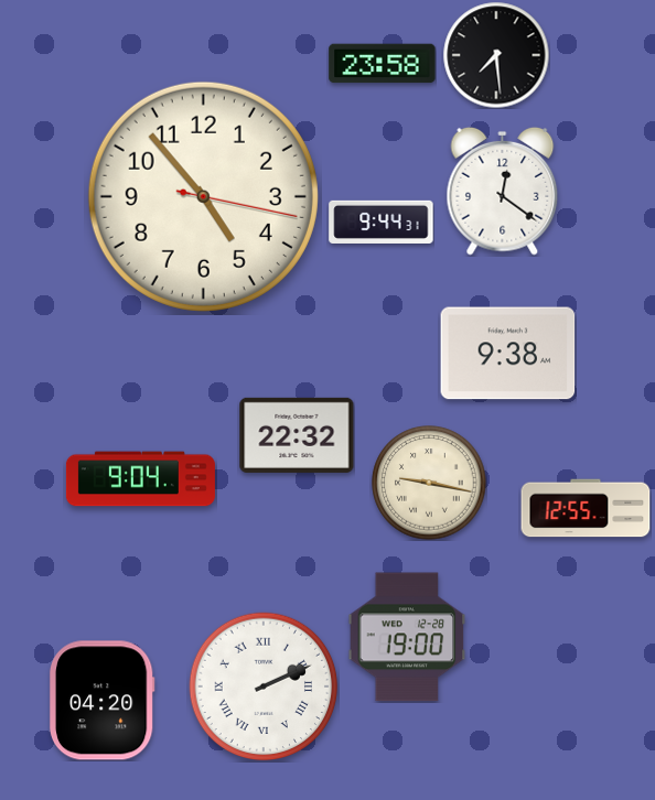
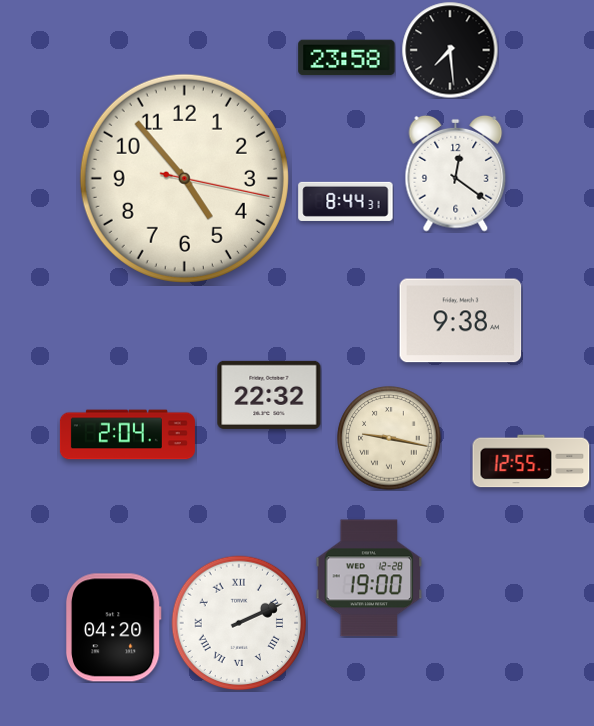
clock at (382, 221): 9:44 -> 8:44
clock at (140, 479): 9:04 -> 2:04
clock at (101, 701) position: (101, 701) -> (113, 628)
